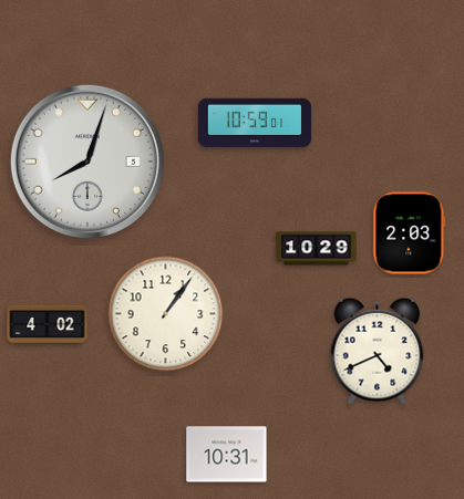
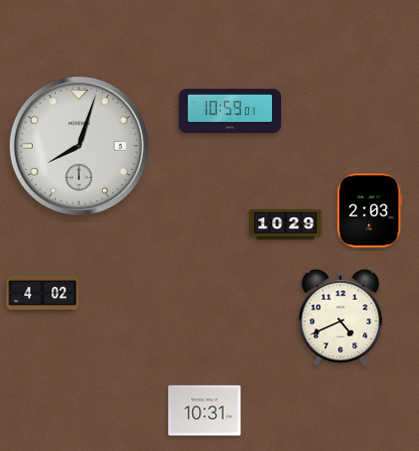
clock at (166, 314): 1:06 -> none
